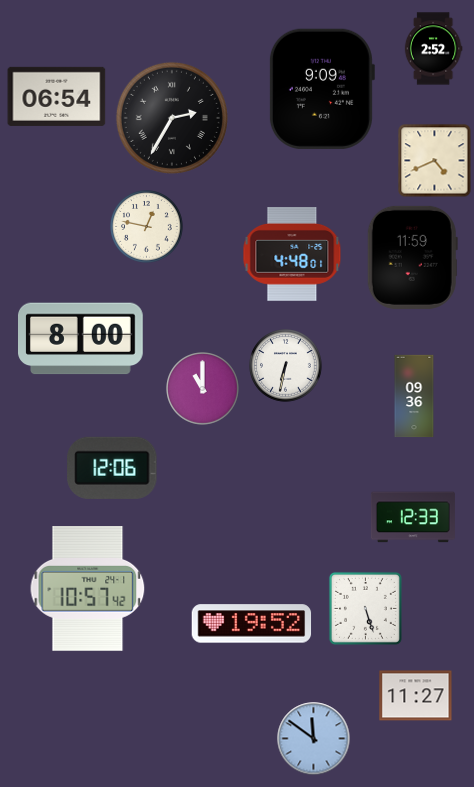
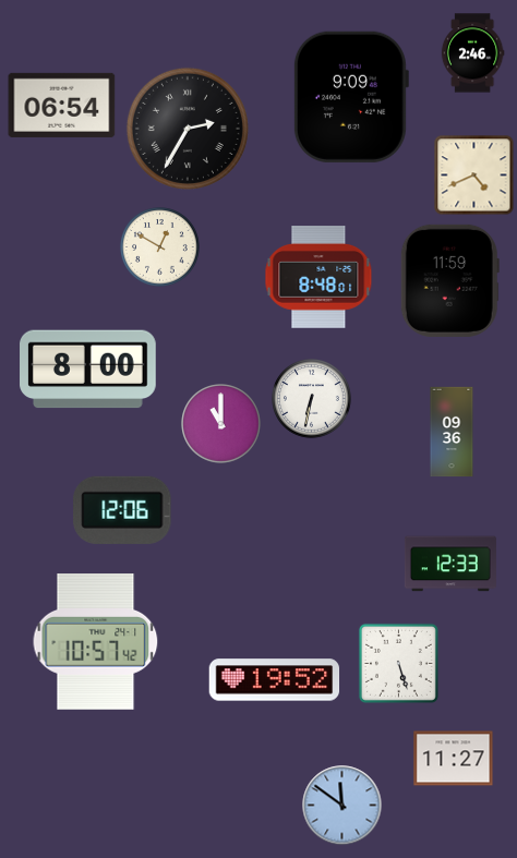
clock at (433, 49): 2:52 -> 2:46
clock at (147, 227): 12:47 -> 12:50
clock at (292, 255): 4:48 -> 8:48
